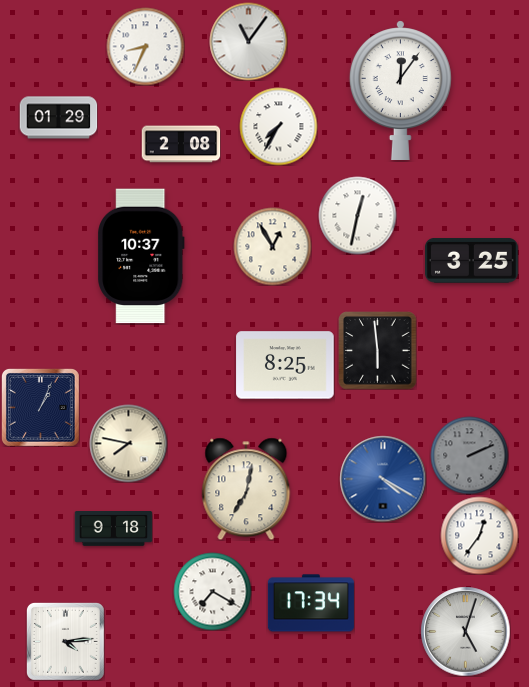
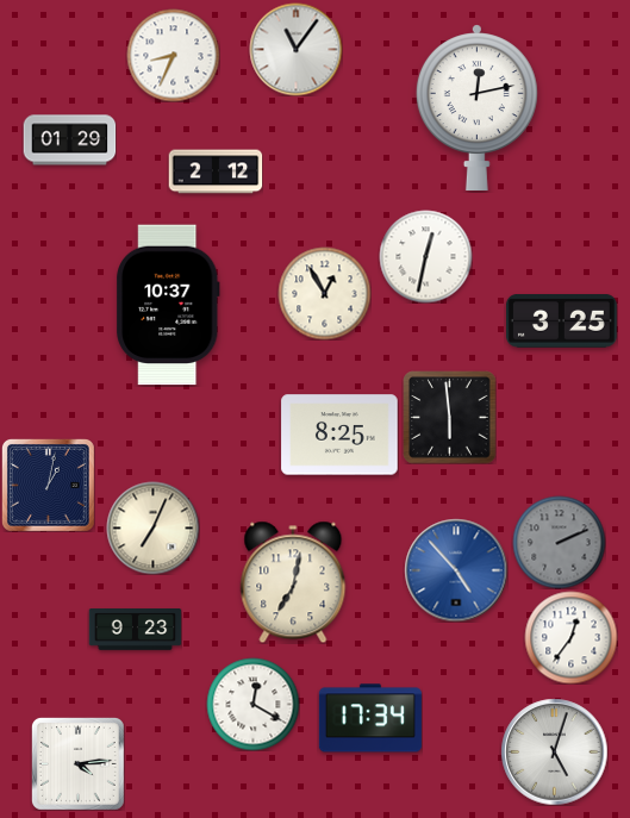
clock at (400, 90): 12:06 -> 12:13
clock at (278, 126): 7:35 -> none
clock at (181, 144): 2:08 -> 2:12
clock at (471, 261) position: (471, 261) -> (561, 321)
clock at (40, 407): 1:04 -> 1:02
clock at (128, 443): 7:47 -> 7:04
clock at (383, 479): 4:20 -> 4:53
clock at (113, 529): 9:18 -> 9:23
clock at (212, 591): 7:20 -> 12:20
